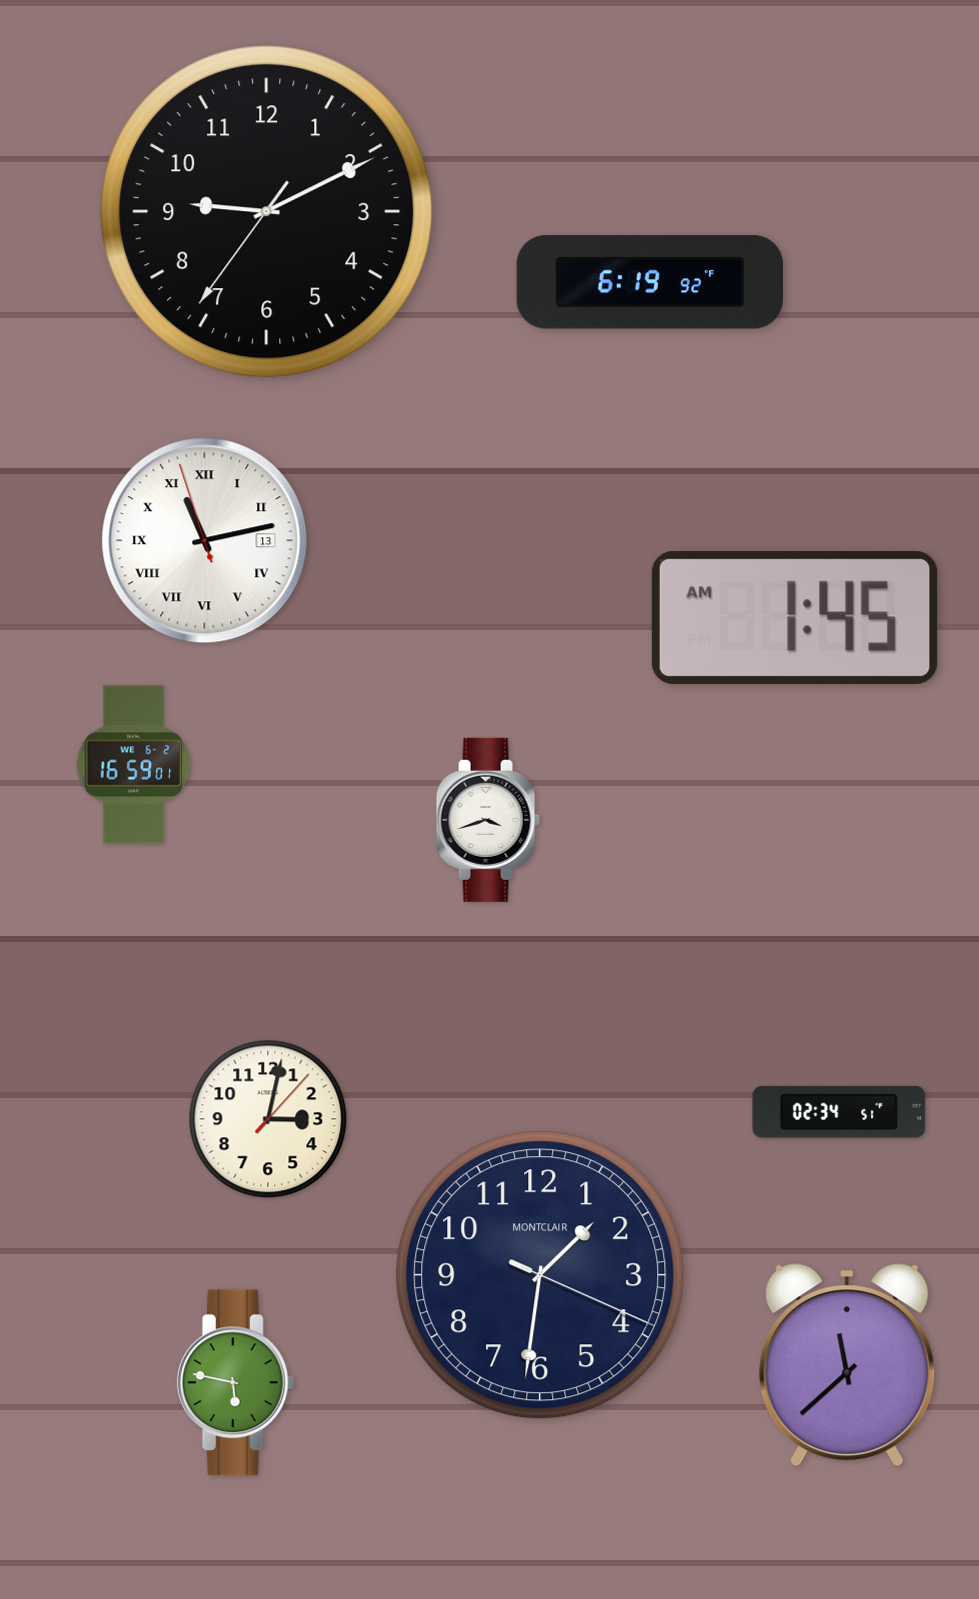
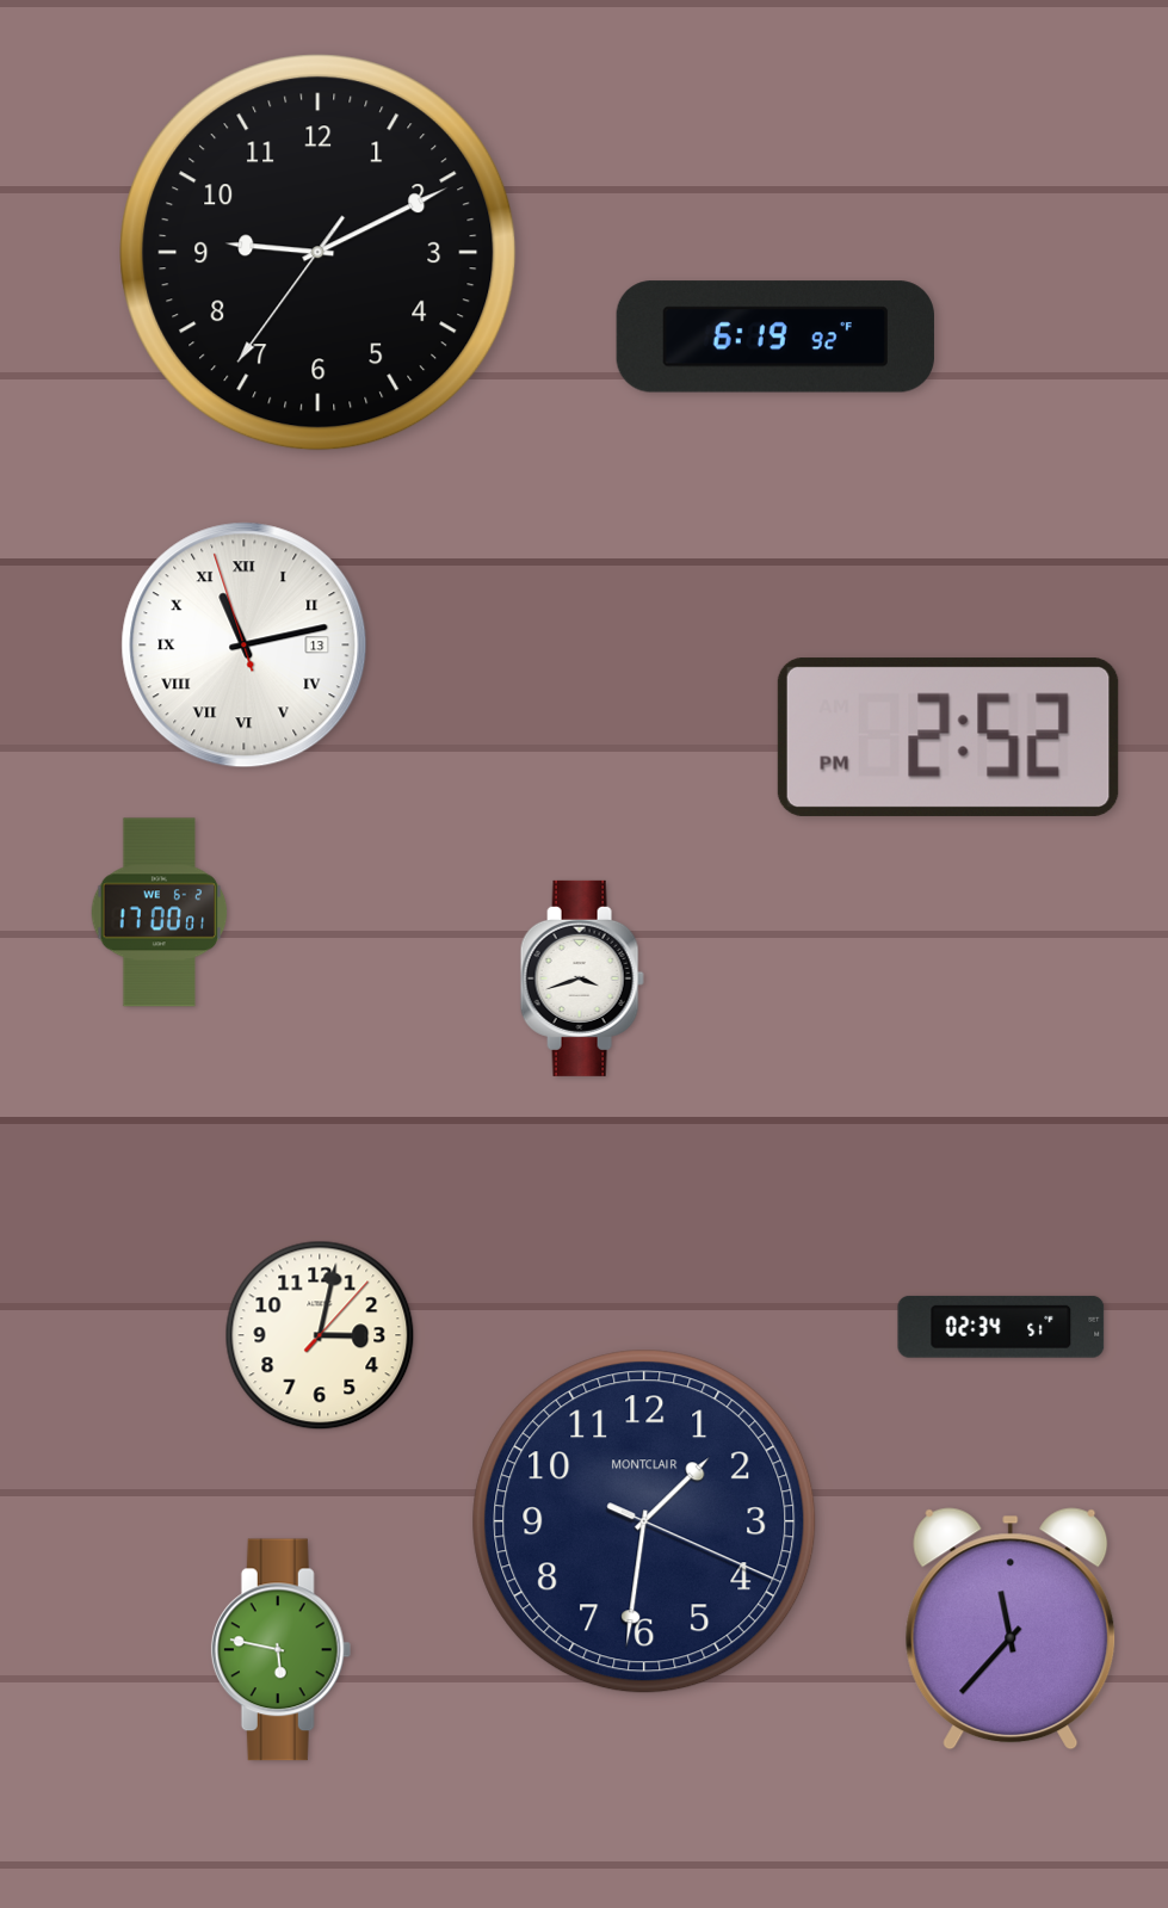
clock at (795, 618): 1:45 -> 2:52
clock at (134, 765): 16:59 -> 17:00
clock at (847, 1365): 11:38 -> 11:37
